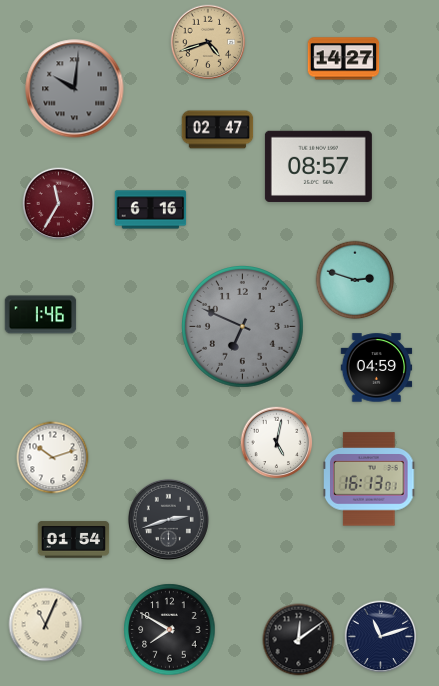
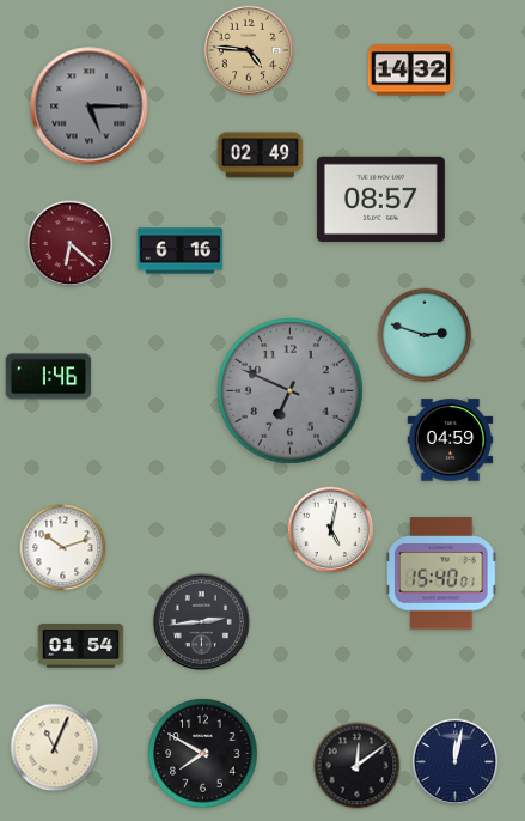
clock at (208, 42): 4:42 -> 4:46
clock at (344, 59): 14:27 -> 14:32
clock at (75, 89): 10:01 -> 5:15
clock at (218, 130): 02:47 -> 02:49
clock at (59, 204): 11:35 -> 6:22
clock at (370, 479): 16:13 -> 15:40
clock at (168, 519): 2:42 -> 2:44
clock at (74, 540) position: (74, 540) -> (81, 646)
clock at (381, 637): 11:12 -> 12:02
